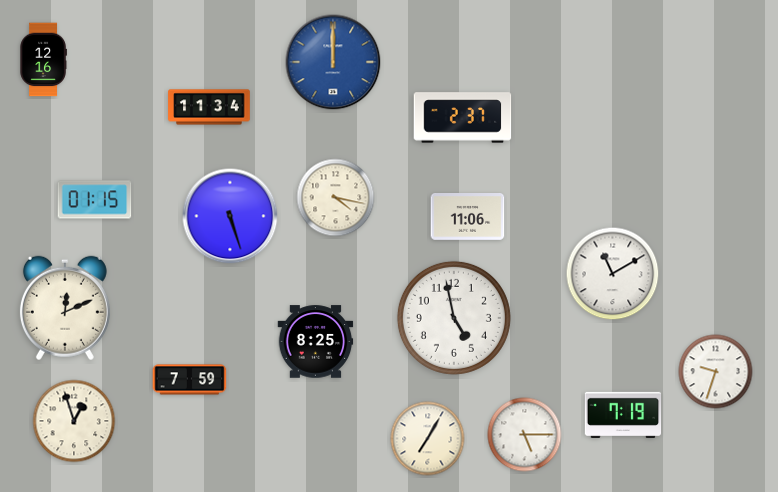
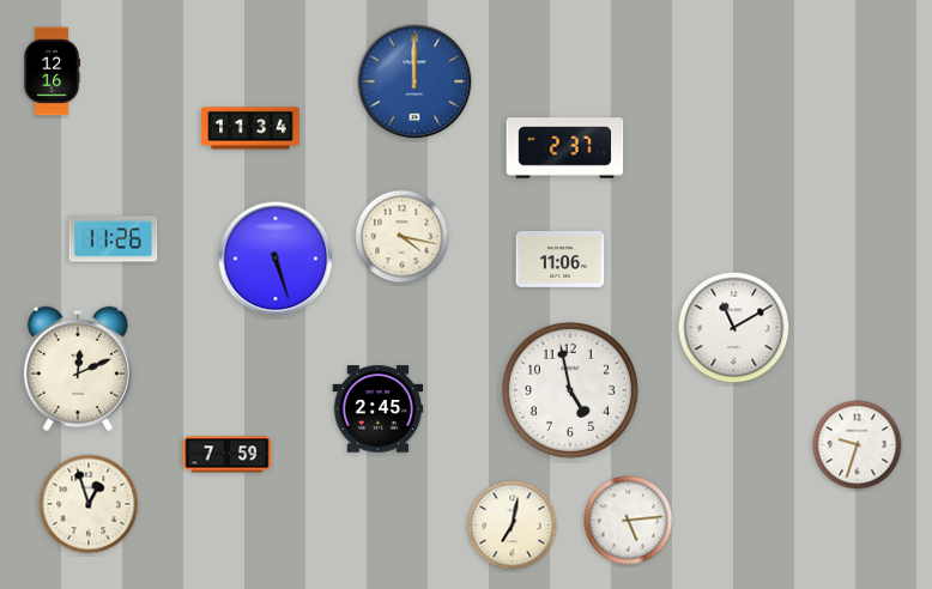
clock at (333, 62) position: (333, 62) -> (414, 81)
clock at (463, 118) position: (463, 118) -> (565, 148)
clock at (95, 200): 01:15 -> 11:26
clock at (454, 318) position: (454, 318) -> (570, 390)
clock at (316, 342): 8:25 -> 2:45
clock at (623, 414): 7:19 -> none
clock at (525, 435): 5:15 -> 5:14
clock at (428, 439): 7:05 -> 7:02
